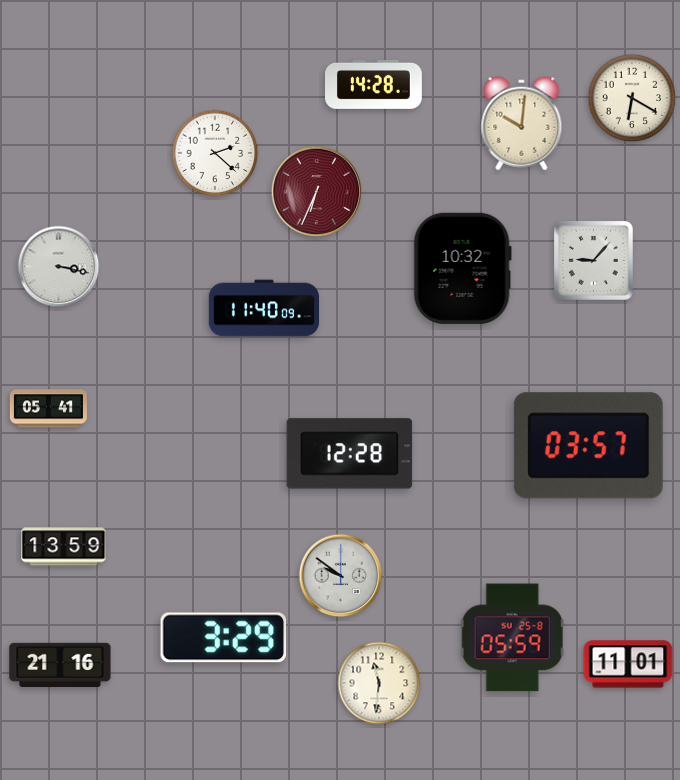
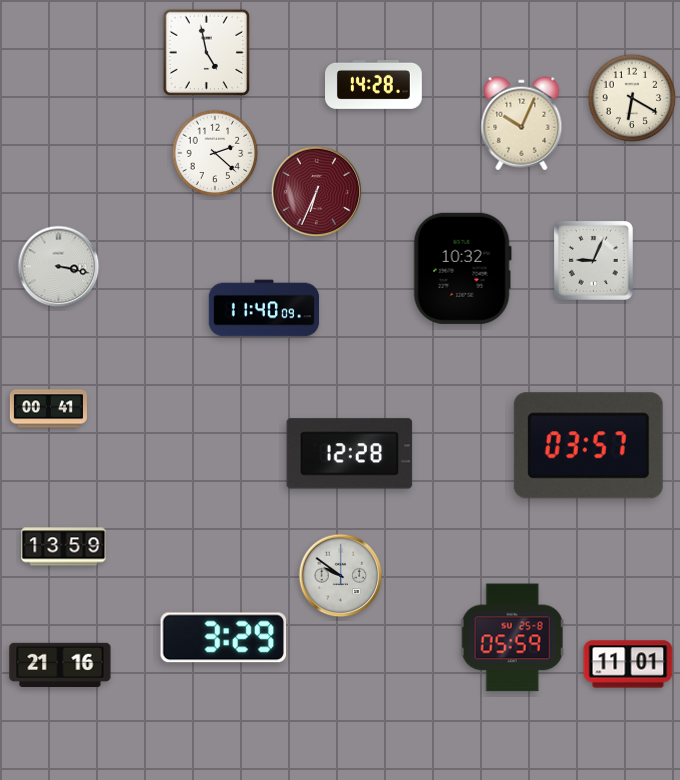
clock at (207, 53): none -> 4:58
clock at (522, 124): 10:01 -> 10:04
clock at (593, 260): 9:07 -> 9:04
clock at (48, 409): 05:41 -> 00:41
clock at (379, 683): 11:31 -> none
